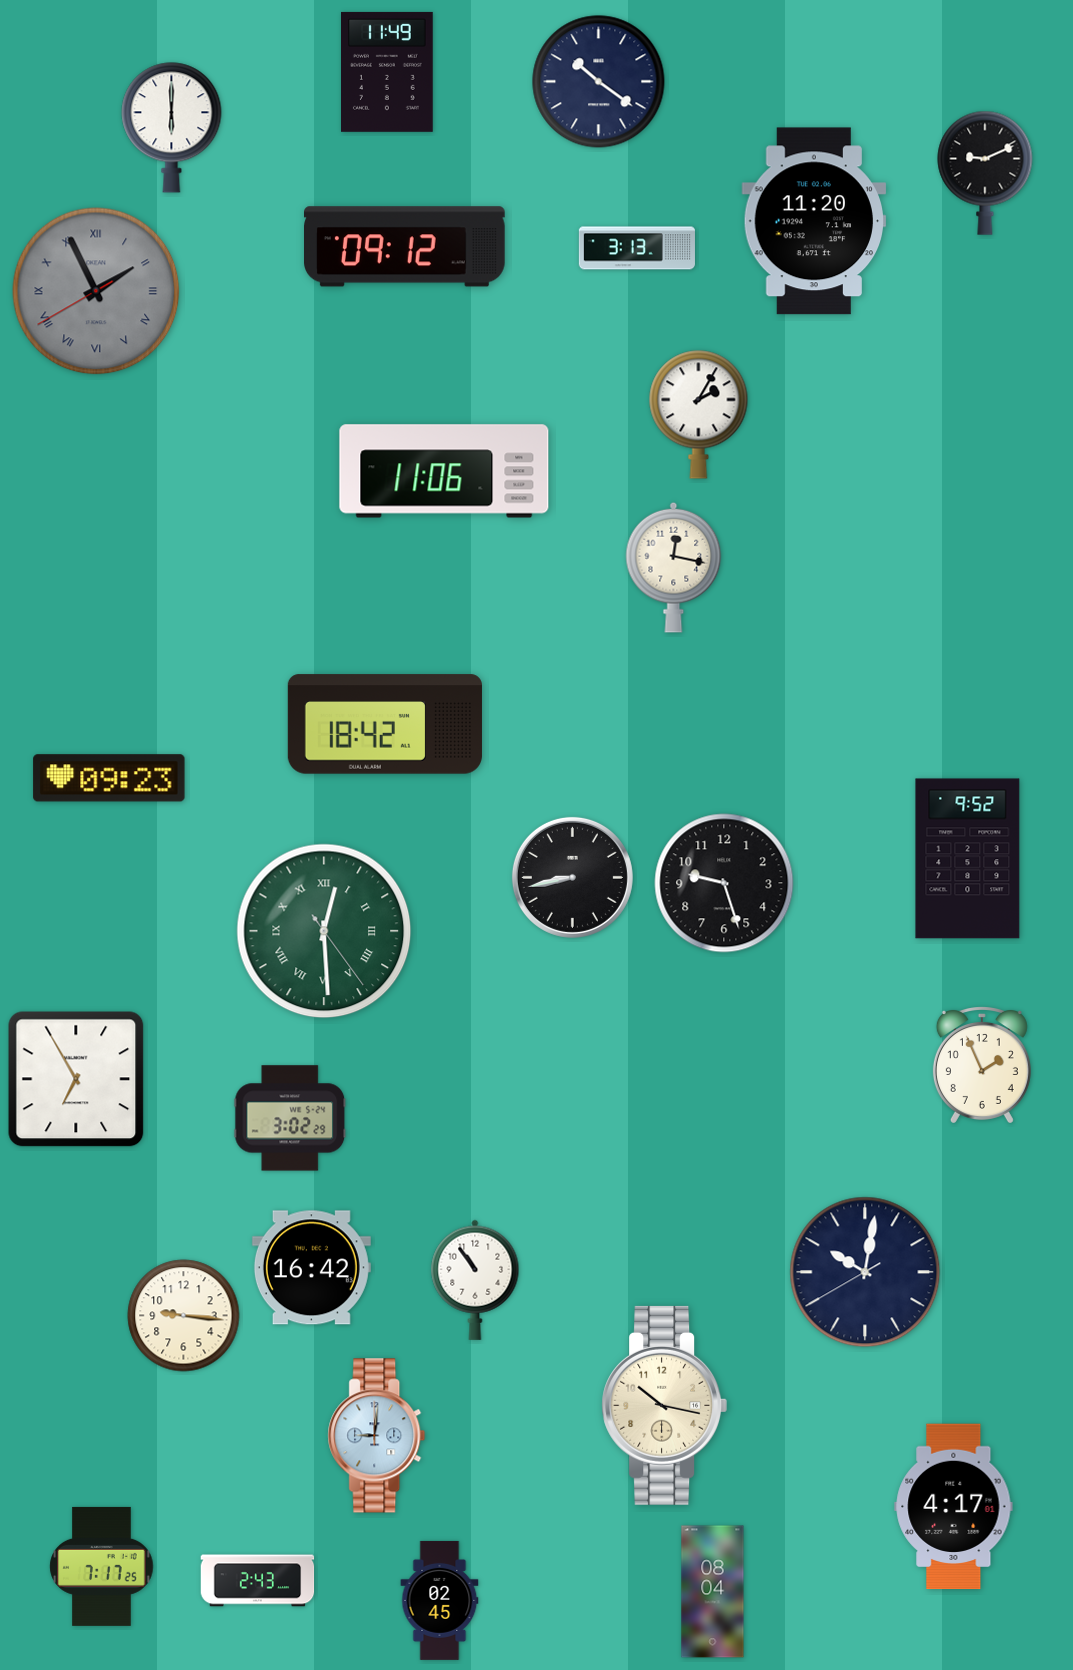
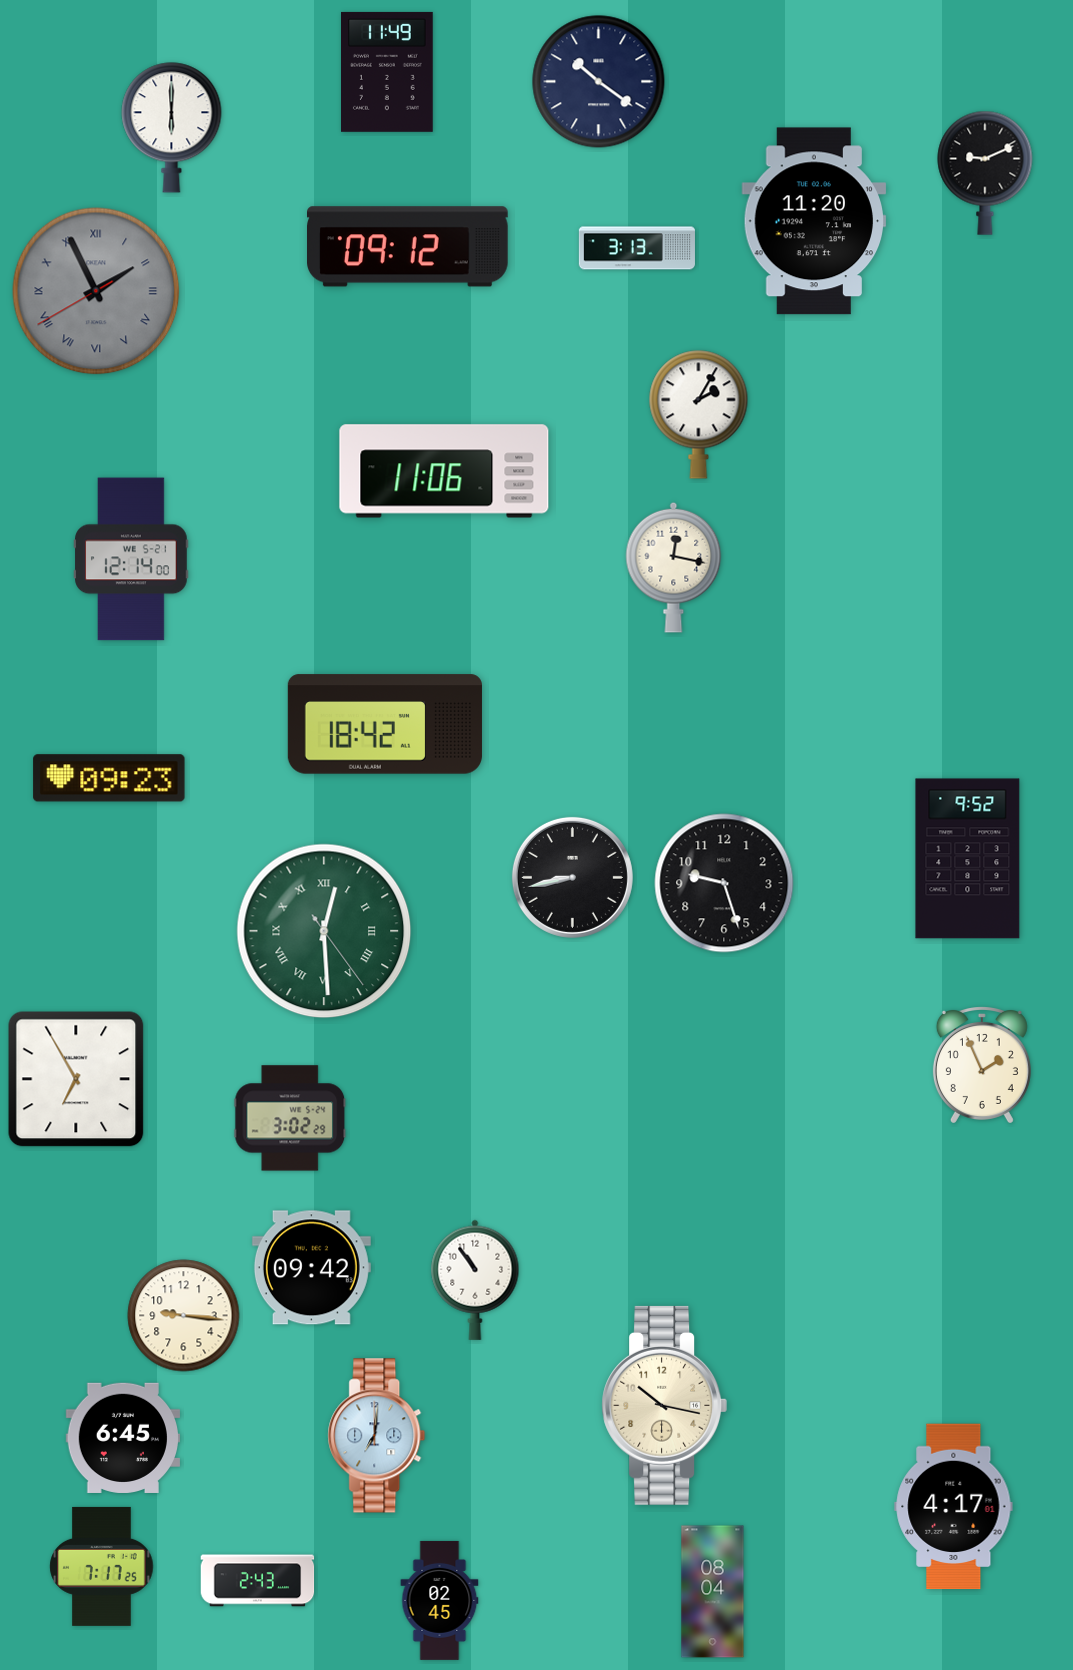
clock at (405, 247) position: (405, 247) -> (408, 247)
clock at (131, 559): none -> 12:14
clock at (311, 1268): 16:42 -> 09:42
clock at (865, 1272): 10:01 -> none
clock at (377, 1436): 9:01 -> 7:01
clock at (122, 1438): none -> 6:45
